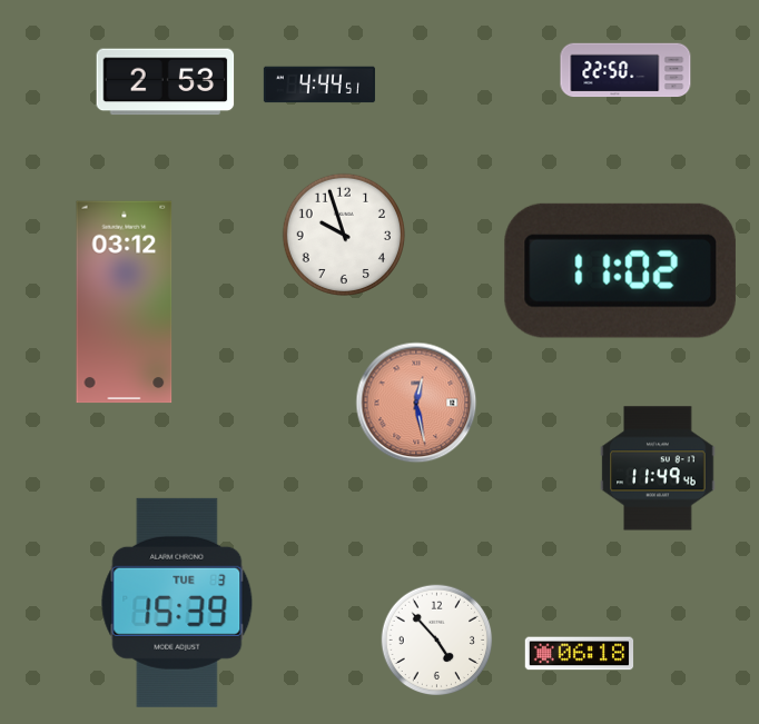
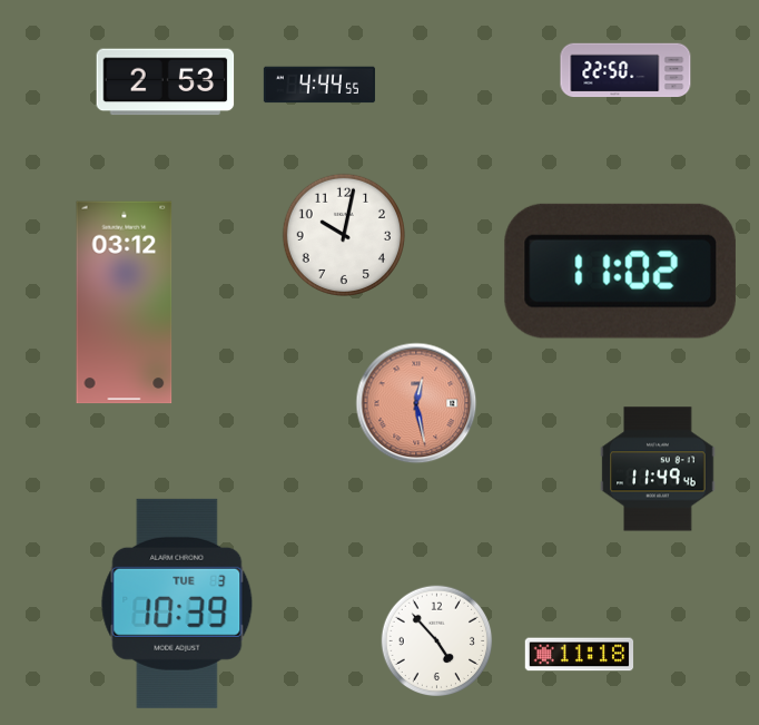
clock at (319, 85): 4:44:51 -> 4:44:55
clock at (344, 235): 9:57 -> 10:02
clock at (177, 603): 15:39 -> 10:39
clock at (580, 654): 06:18 -> 11:18
